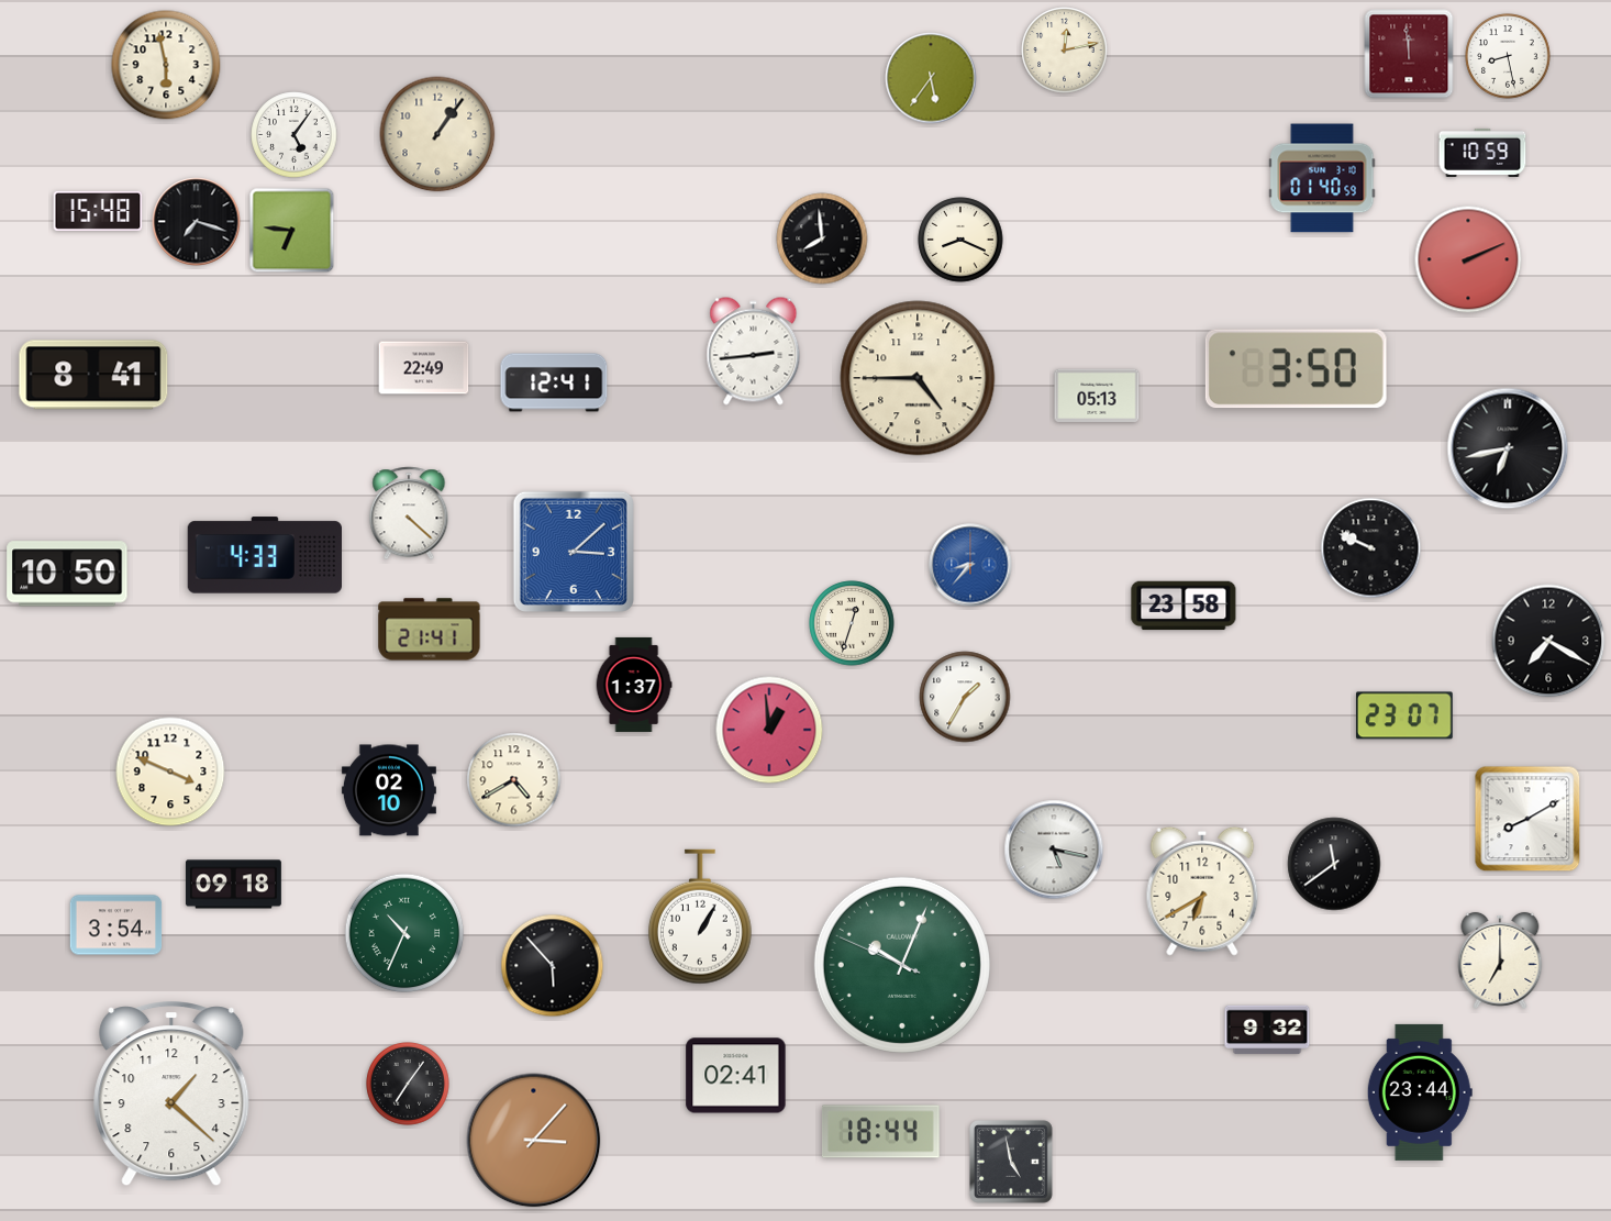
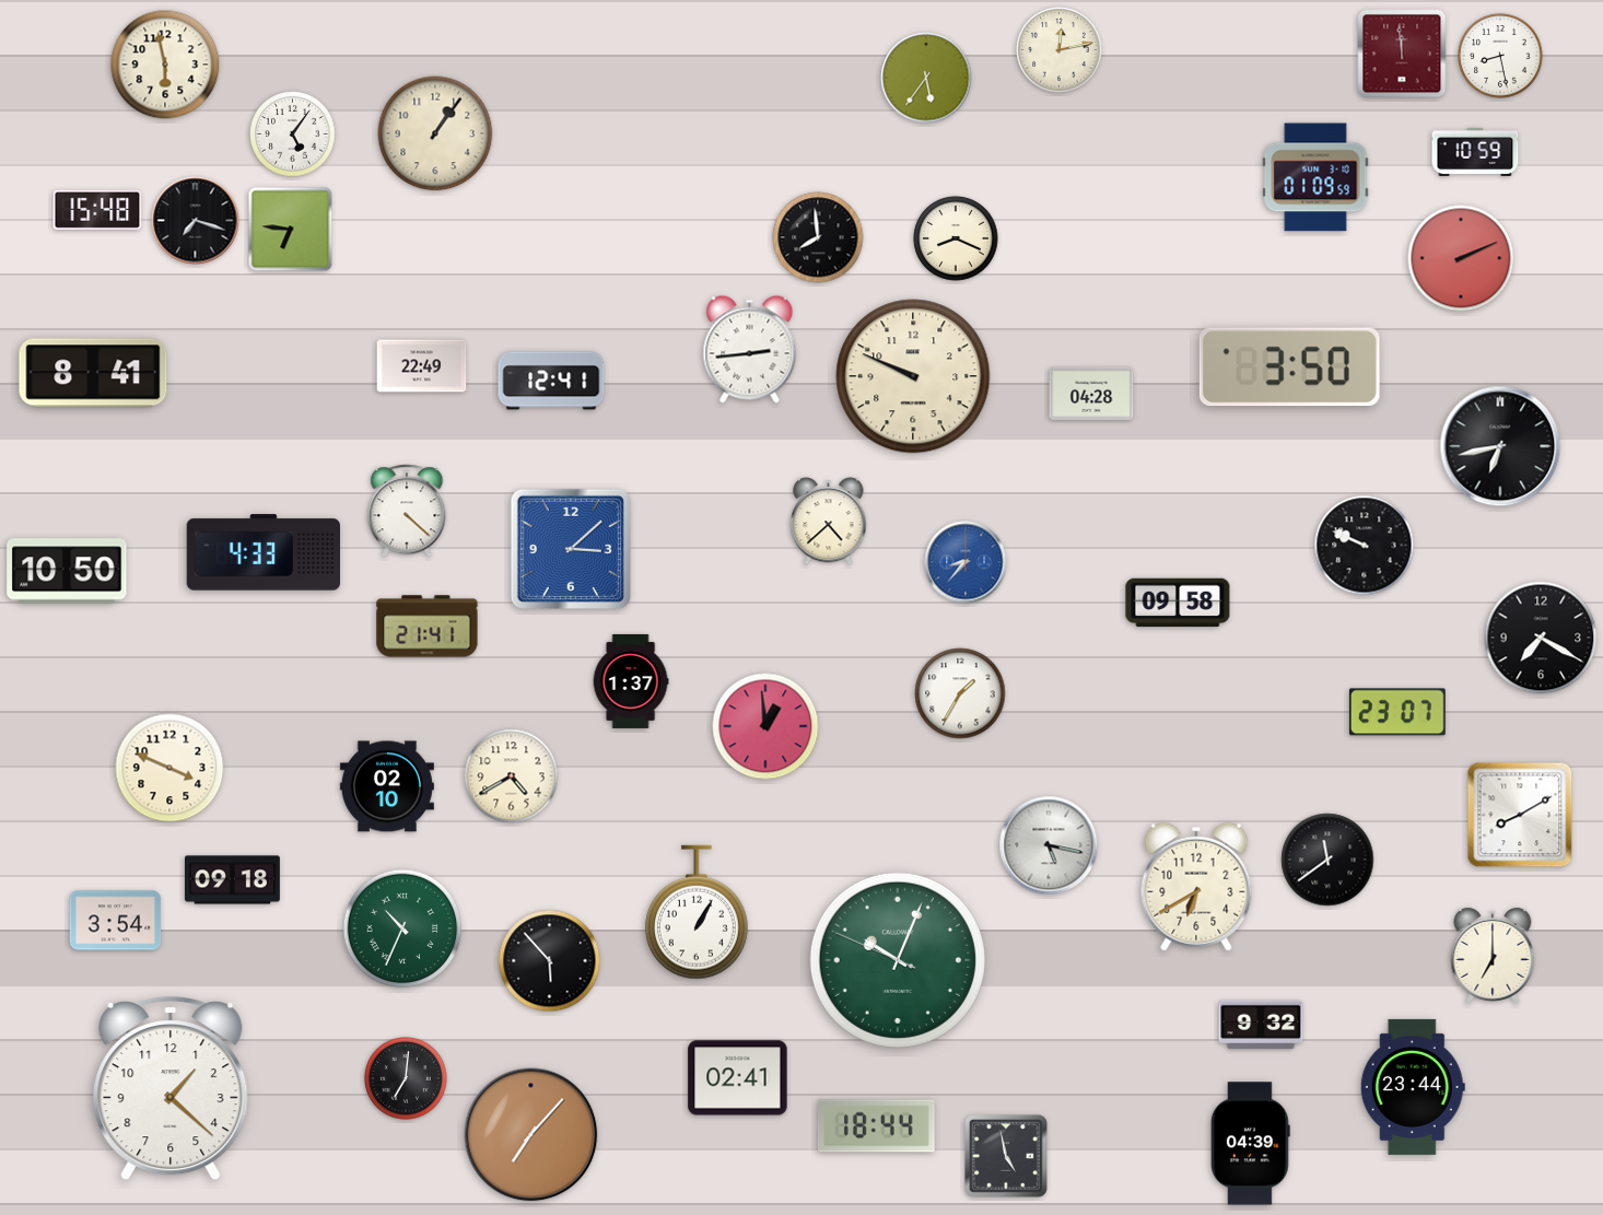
clock at (1322, 178): 01:40 -> 01:09
clock at (918, 378): 4:45 -> 9:49
clock at (1097, 396): 05:13 -> 04:28
clock at (829, 522): none -> 4:38
clock at (1184, 606): 23:58 -> 09:58
clock at (852, 623): 12:33 -> none
clock at (736, 1076) position: (736, 1076) -> (738, 1078)
clock at (408, 1084): 7:06 -> 7:01
clock at (534, 1141): 3:07 -> 7:07
clock at (1251, 1144): none -> 04:39
